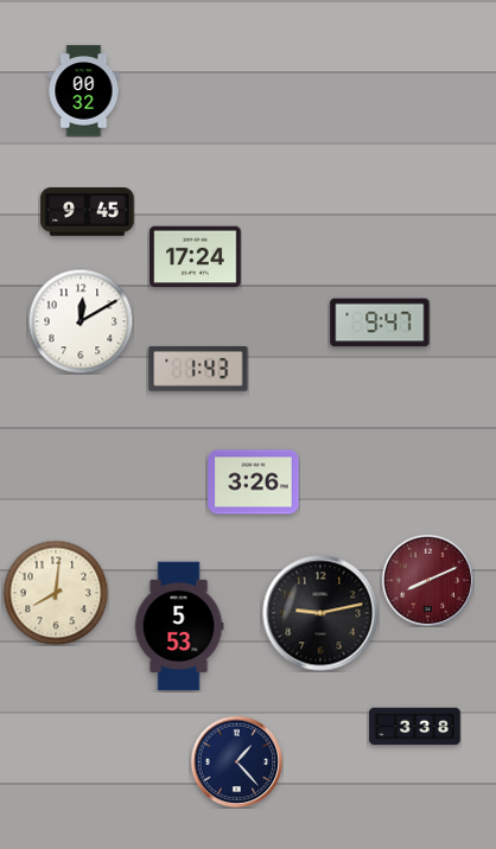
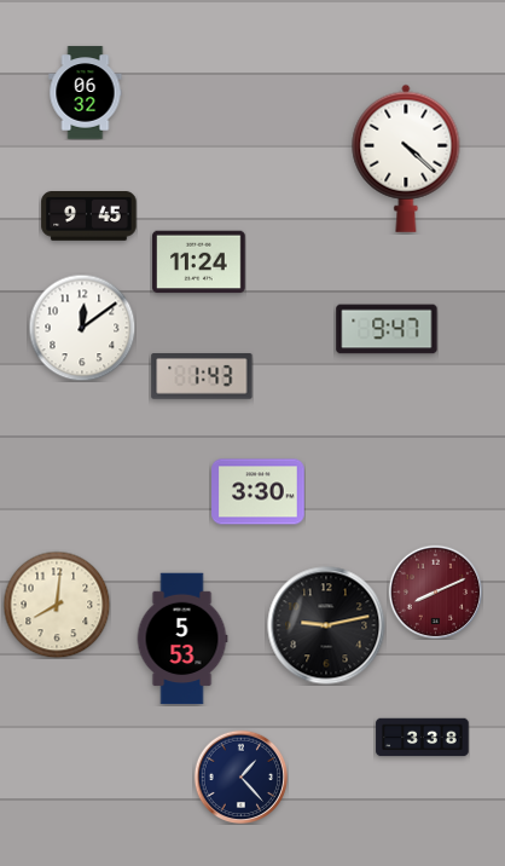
clock at (84, 91): 00:32 -> 06:32
clock at (406, 158): none -> 4:22
clock at (196, 257): 17:24 -> 11:24
clock at (81, 321): 12:10 -> 12:09
clock at (254, 483): 3:26 -> 3:30
clock at (415, 727) position: (415, 727) -> (423, 738)
